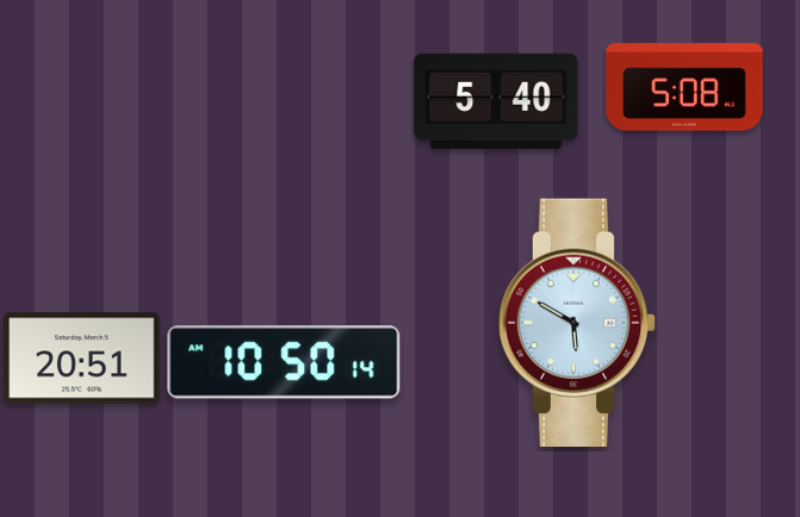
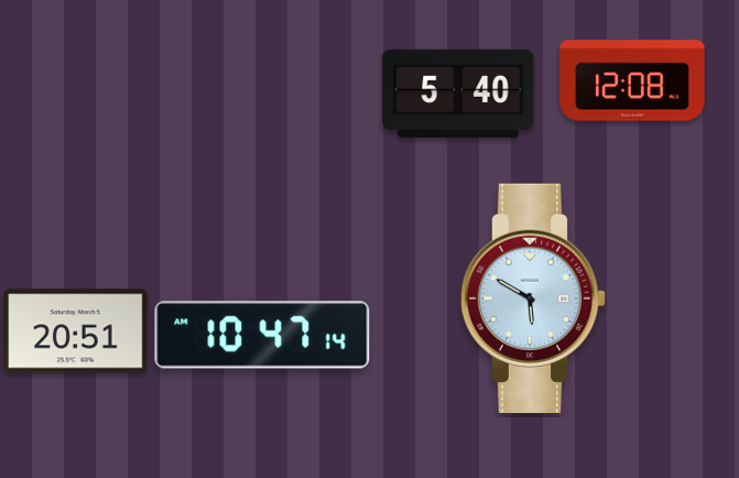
clock at (684, 87): 5:08 -> 12:08
clock at (284, 362): 10:50 -> 10:47
